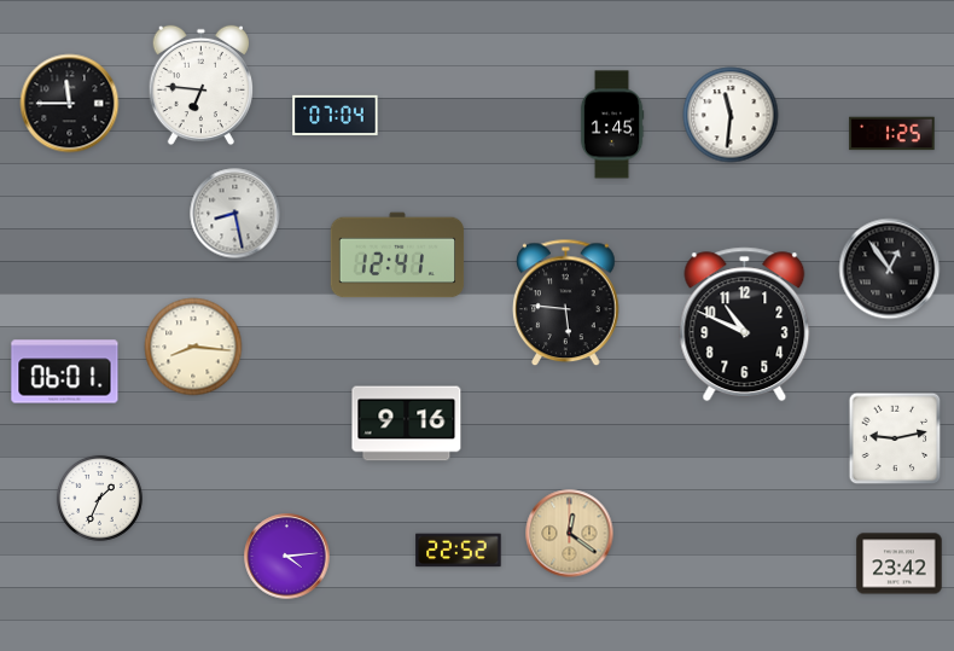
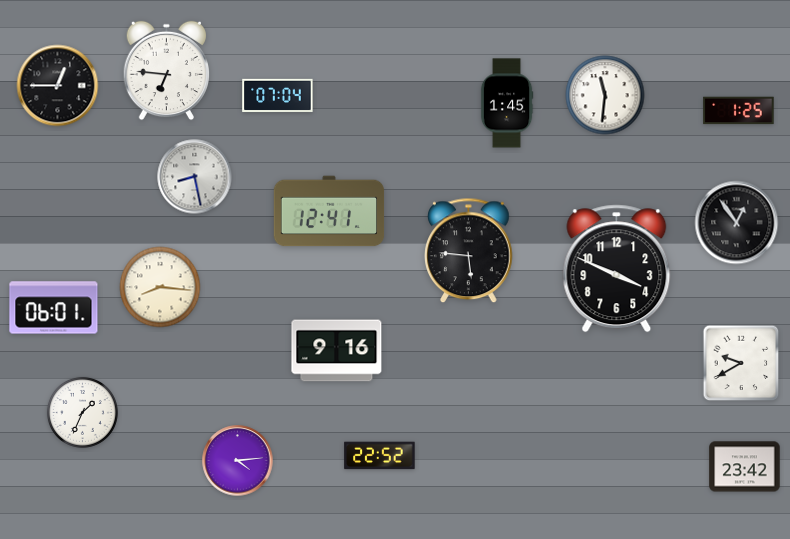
clock at (70, 104): 11:45 -> 12:45
clock at (745, 325): 10:49 -> 3:49
clock at (895, 438): 9:13 -> 9:40
clock at (570, 534): 12:21 -> none
